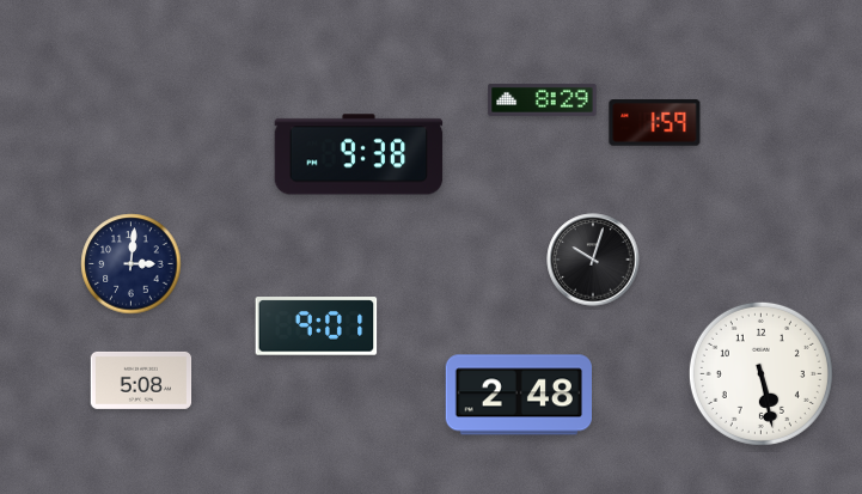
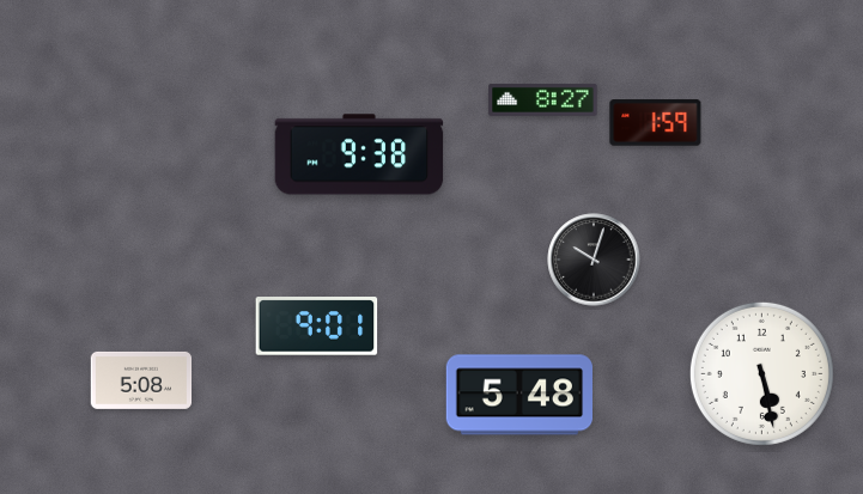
clock at (543, 100): 8:29 -> 8:27
clock at (132, 264): 3:01 -> none
clock at (518, 395): 2:48 -> 5:48
